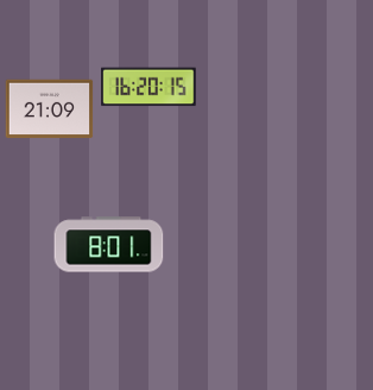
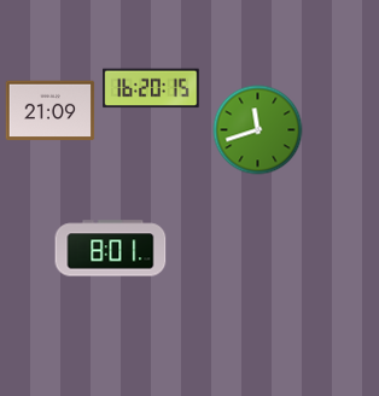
clock at (258, 130): none -> 11:42
